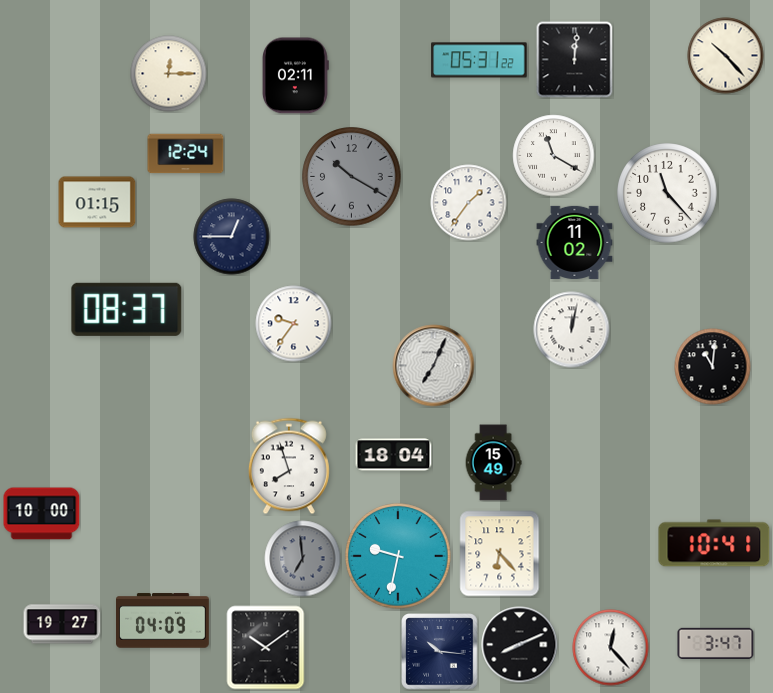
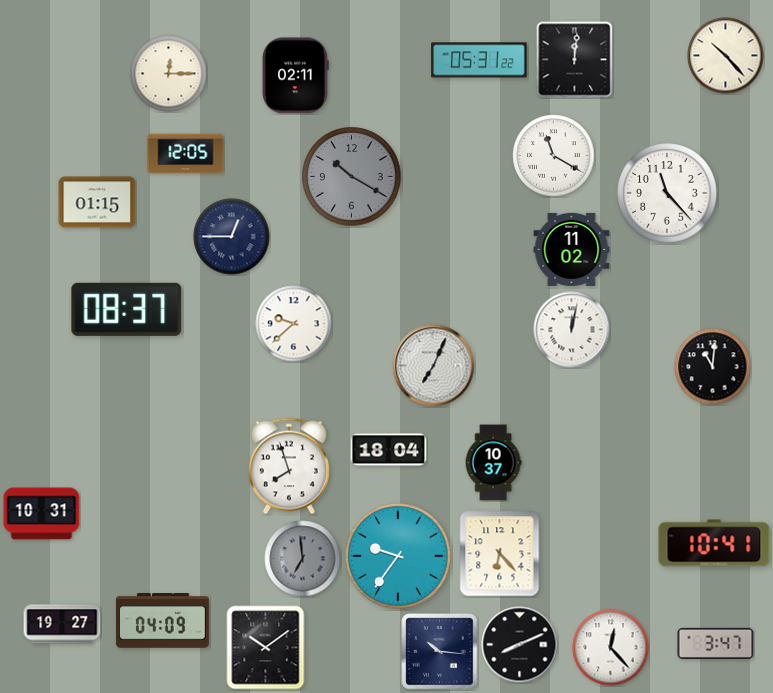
clock at (186, 154): 12:24 -> 12:05
clock at (469, 203): 1:36 -> none
clock at (575, 242) position: (575, 242) -> (572, 249)
clock at (294, 324): 9:36 -> 9:38
clock at (394, 455) position: (394, 455) -> (389, 450)
clock at (493, 463): 15:49 -> 10:37
clock at (42, 514): 10:00 -> 10:31
clock at (398, 556): 9:32 -> 9:36
